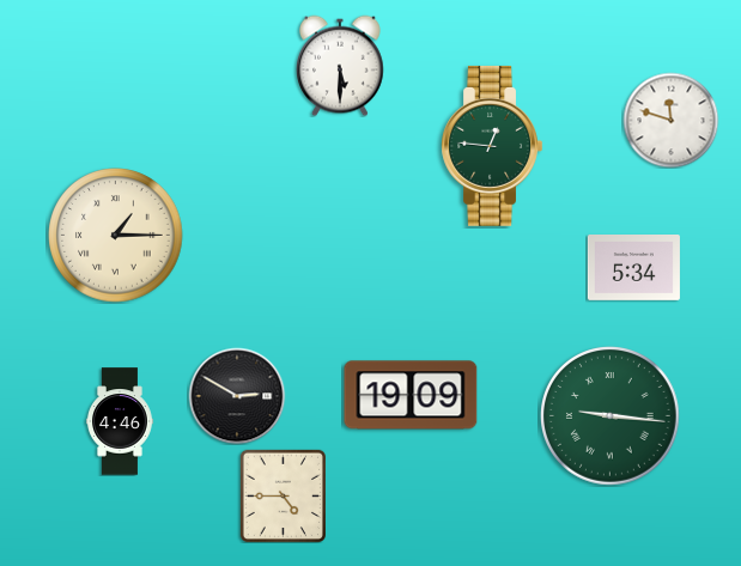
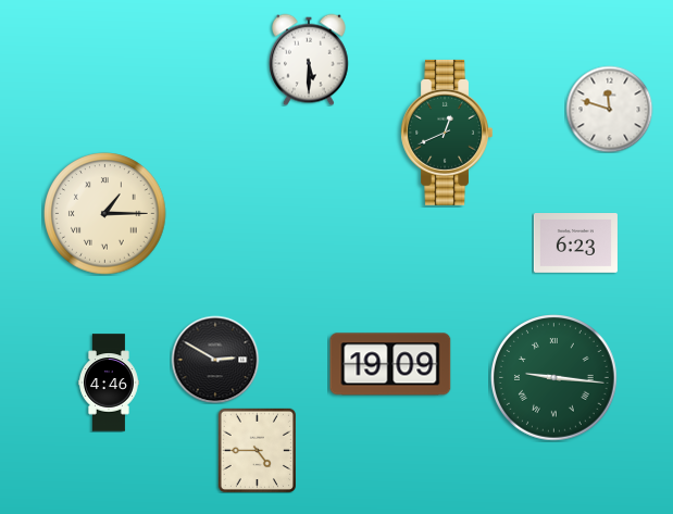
clock at (491, 146): 12:46 -> 12:41
clock at (633, 268): 5:34 -> 6:23
clock at (411, 395) position: (411, 395) -> (390, 364)
